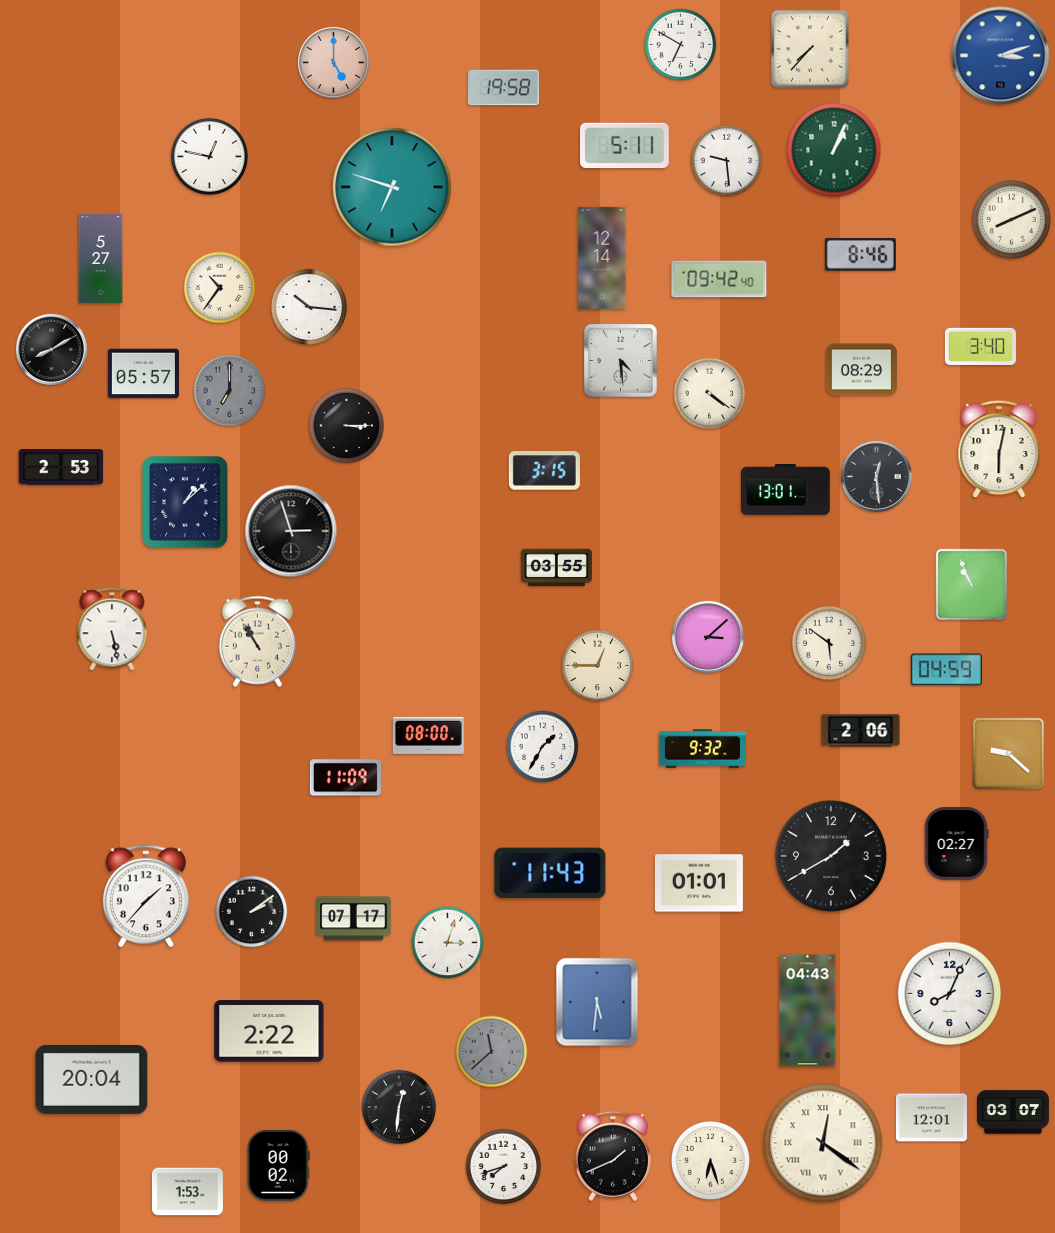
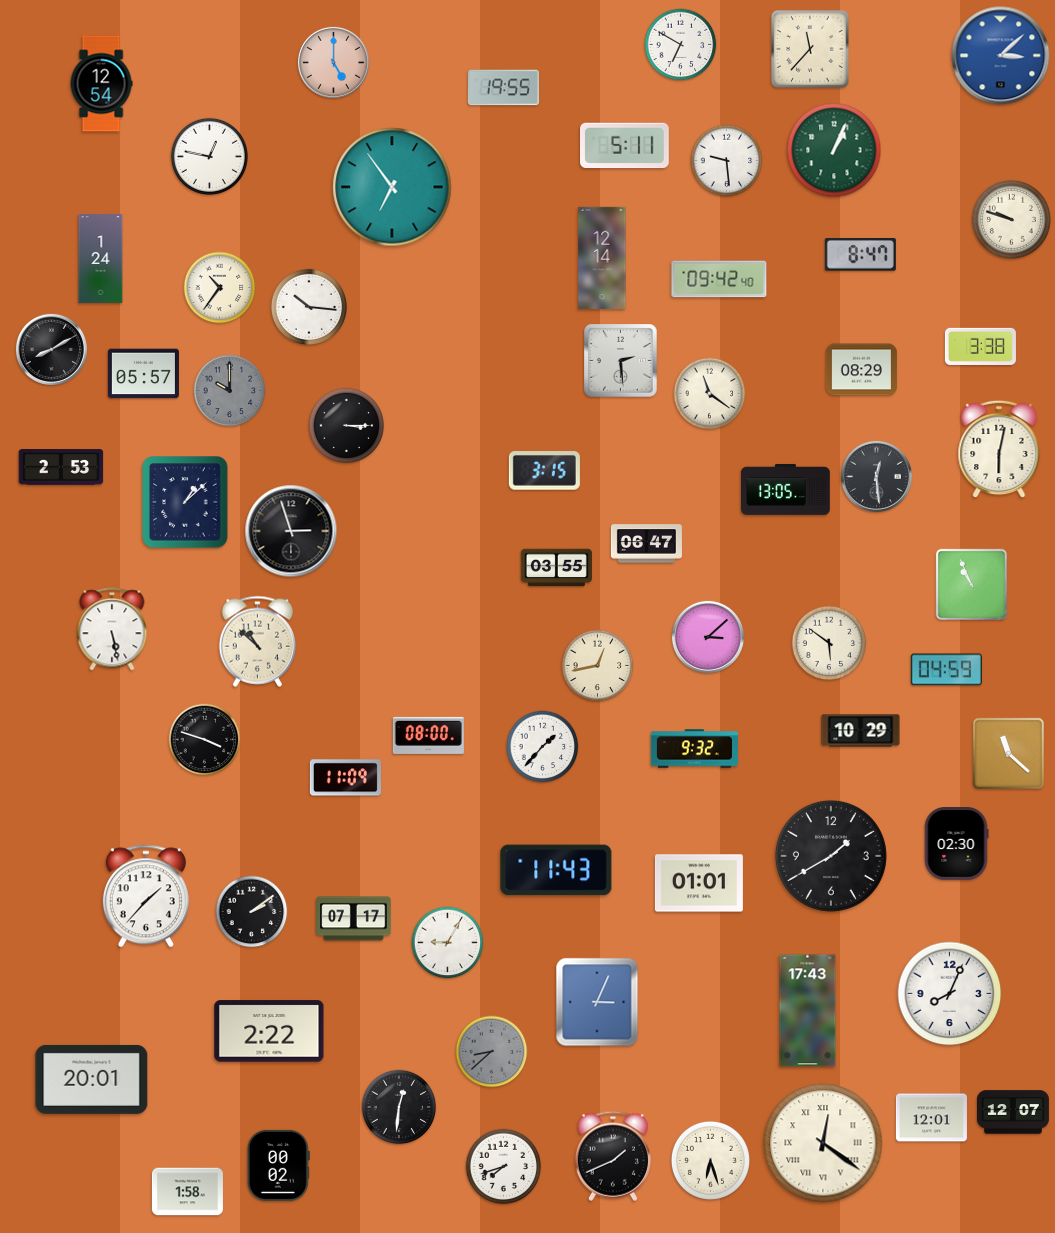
clock at (810, 49): 7:37 -> 11:37
clock at (1001, 56): 3:12 -> 3:08
clock at (101, 84): none -> 12:54
clock at (503, 88): 19:58 -> 19:55
clock at (392, 187): 6:48 -> 6:54
clock at (1011, 219): 8:11 -> 9:48
clock at (860, 255): 8:46 -> 8:47
clock at (101, 259): 5:27 -> 1:24
clock at (980, 346): 3:40 -> 3:38
clock at (621, 361): 4:29 -> 2:29
clock at (230, 391): 7:00 -> 10:00
clock at (710, 394): 4:21 -> 11:21
clock at (786, 489): 13:01 -> 13:05
clock at (646, 544): none -> 06:47
clock at (257, 641): 10:55 -> 10:52
clock at (598, 666): 12:45 -> 12:43
clock at (861, 731): 2:06 -> 10:29
clock at (205, 740): none -> 3:48
clock at (543, 747): 1:35 -> 1:37
clock at (702, 749) position: (702, 749) -> (694, 749)
clock at (1008, 753): 9:22 -> 11:22
clock at (956, 844): 02:27 -> 02:30
clock at (550, 873) position: (550, 873) -> (556, 870)
clock at (448, 943): 3:03 -> 9:05
clock at (597, 1002): 5:31 -> 3:04
clock at (808, 1011): 04:43 -> 17:43
clock at (492, 1052): 11:38 -> 8:38
clock at (92, 1079): 20:04 -> 20:01
clock at (1013, 1112): 03:07 -> 12:07
clock at (187, 1192): 1:53 -> 1:58
